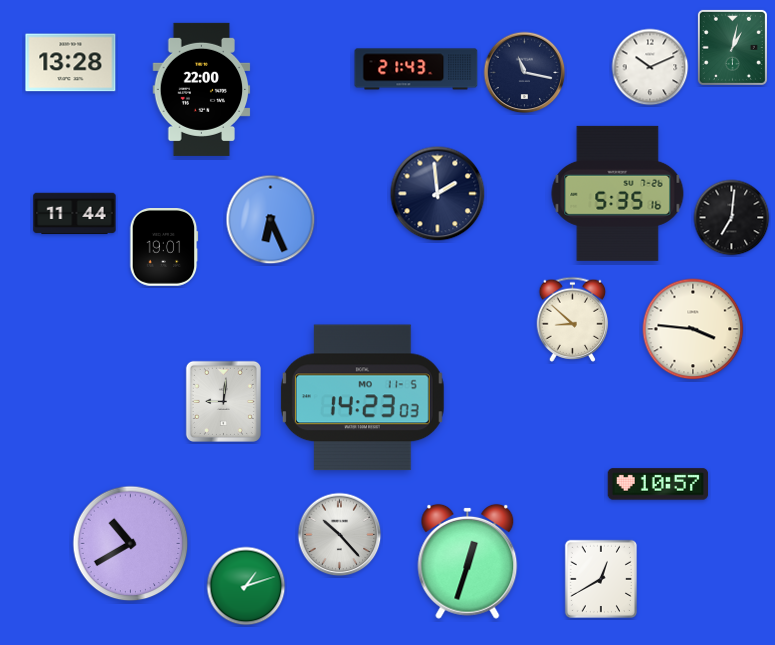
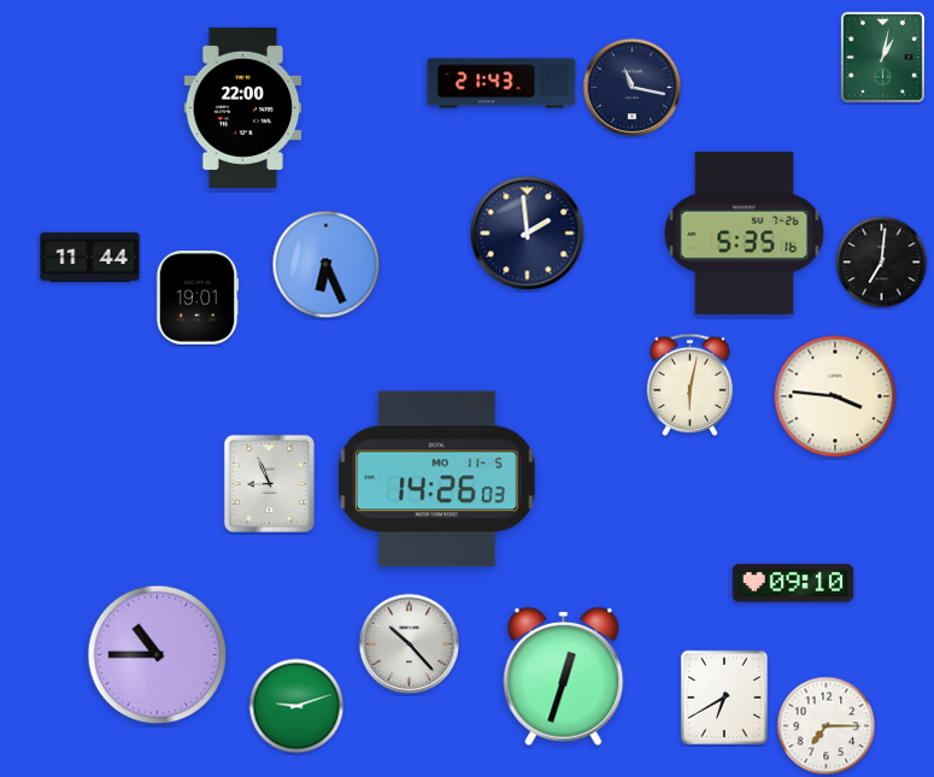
clock at (71, 63): 13:28 -> none
clock at (650, 67): 10:11 -> none
clock at (573, 319): 8:52 -> 6:02
clock at (362, 398): 14:23 -> 14:26
clock at (223, 401): 9:01 -> 8:56
clock at (658, 484): 10:57 -> 09:10
clock at (131, 544): 10:40 -> 10:45
clock at (601, 578): 12:40 -> 6:40
clock at (246, 586): 1:12 -> 9:12
clock at (827, 726): none -> 7:15
